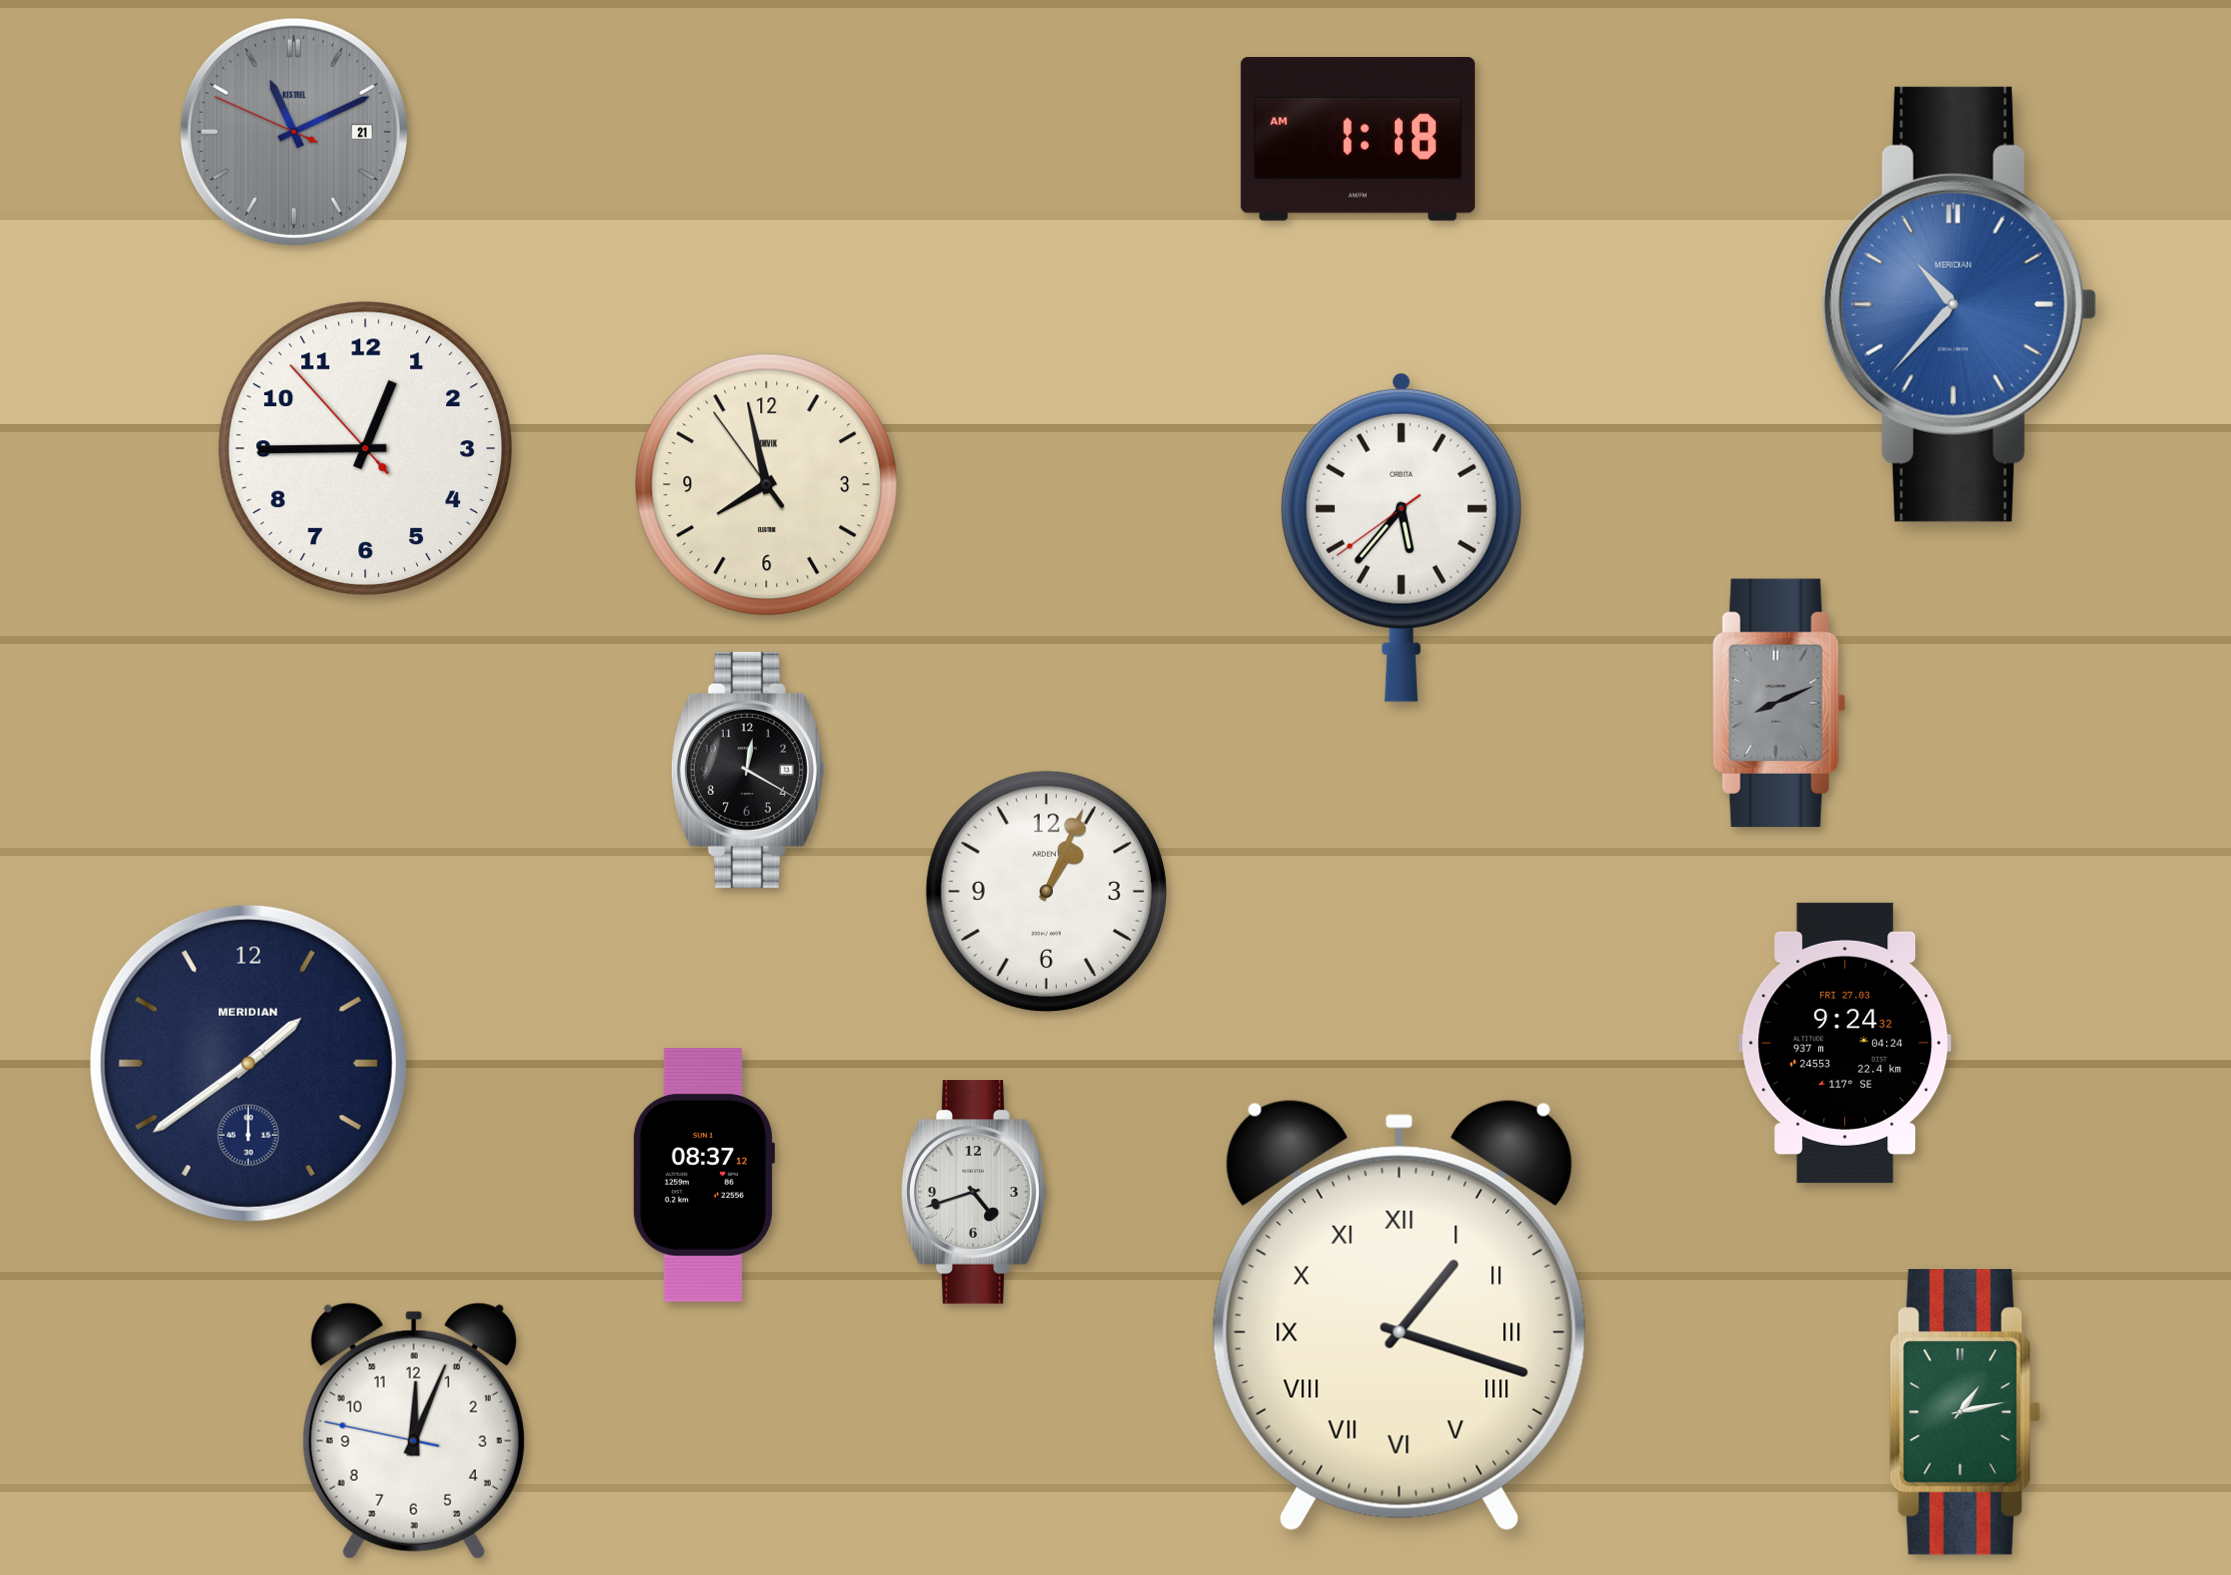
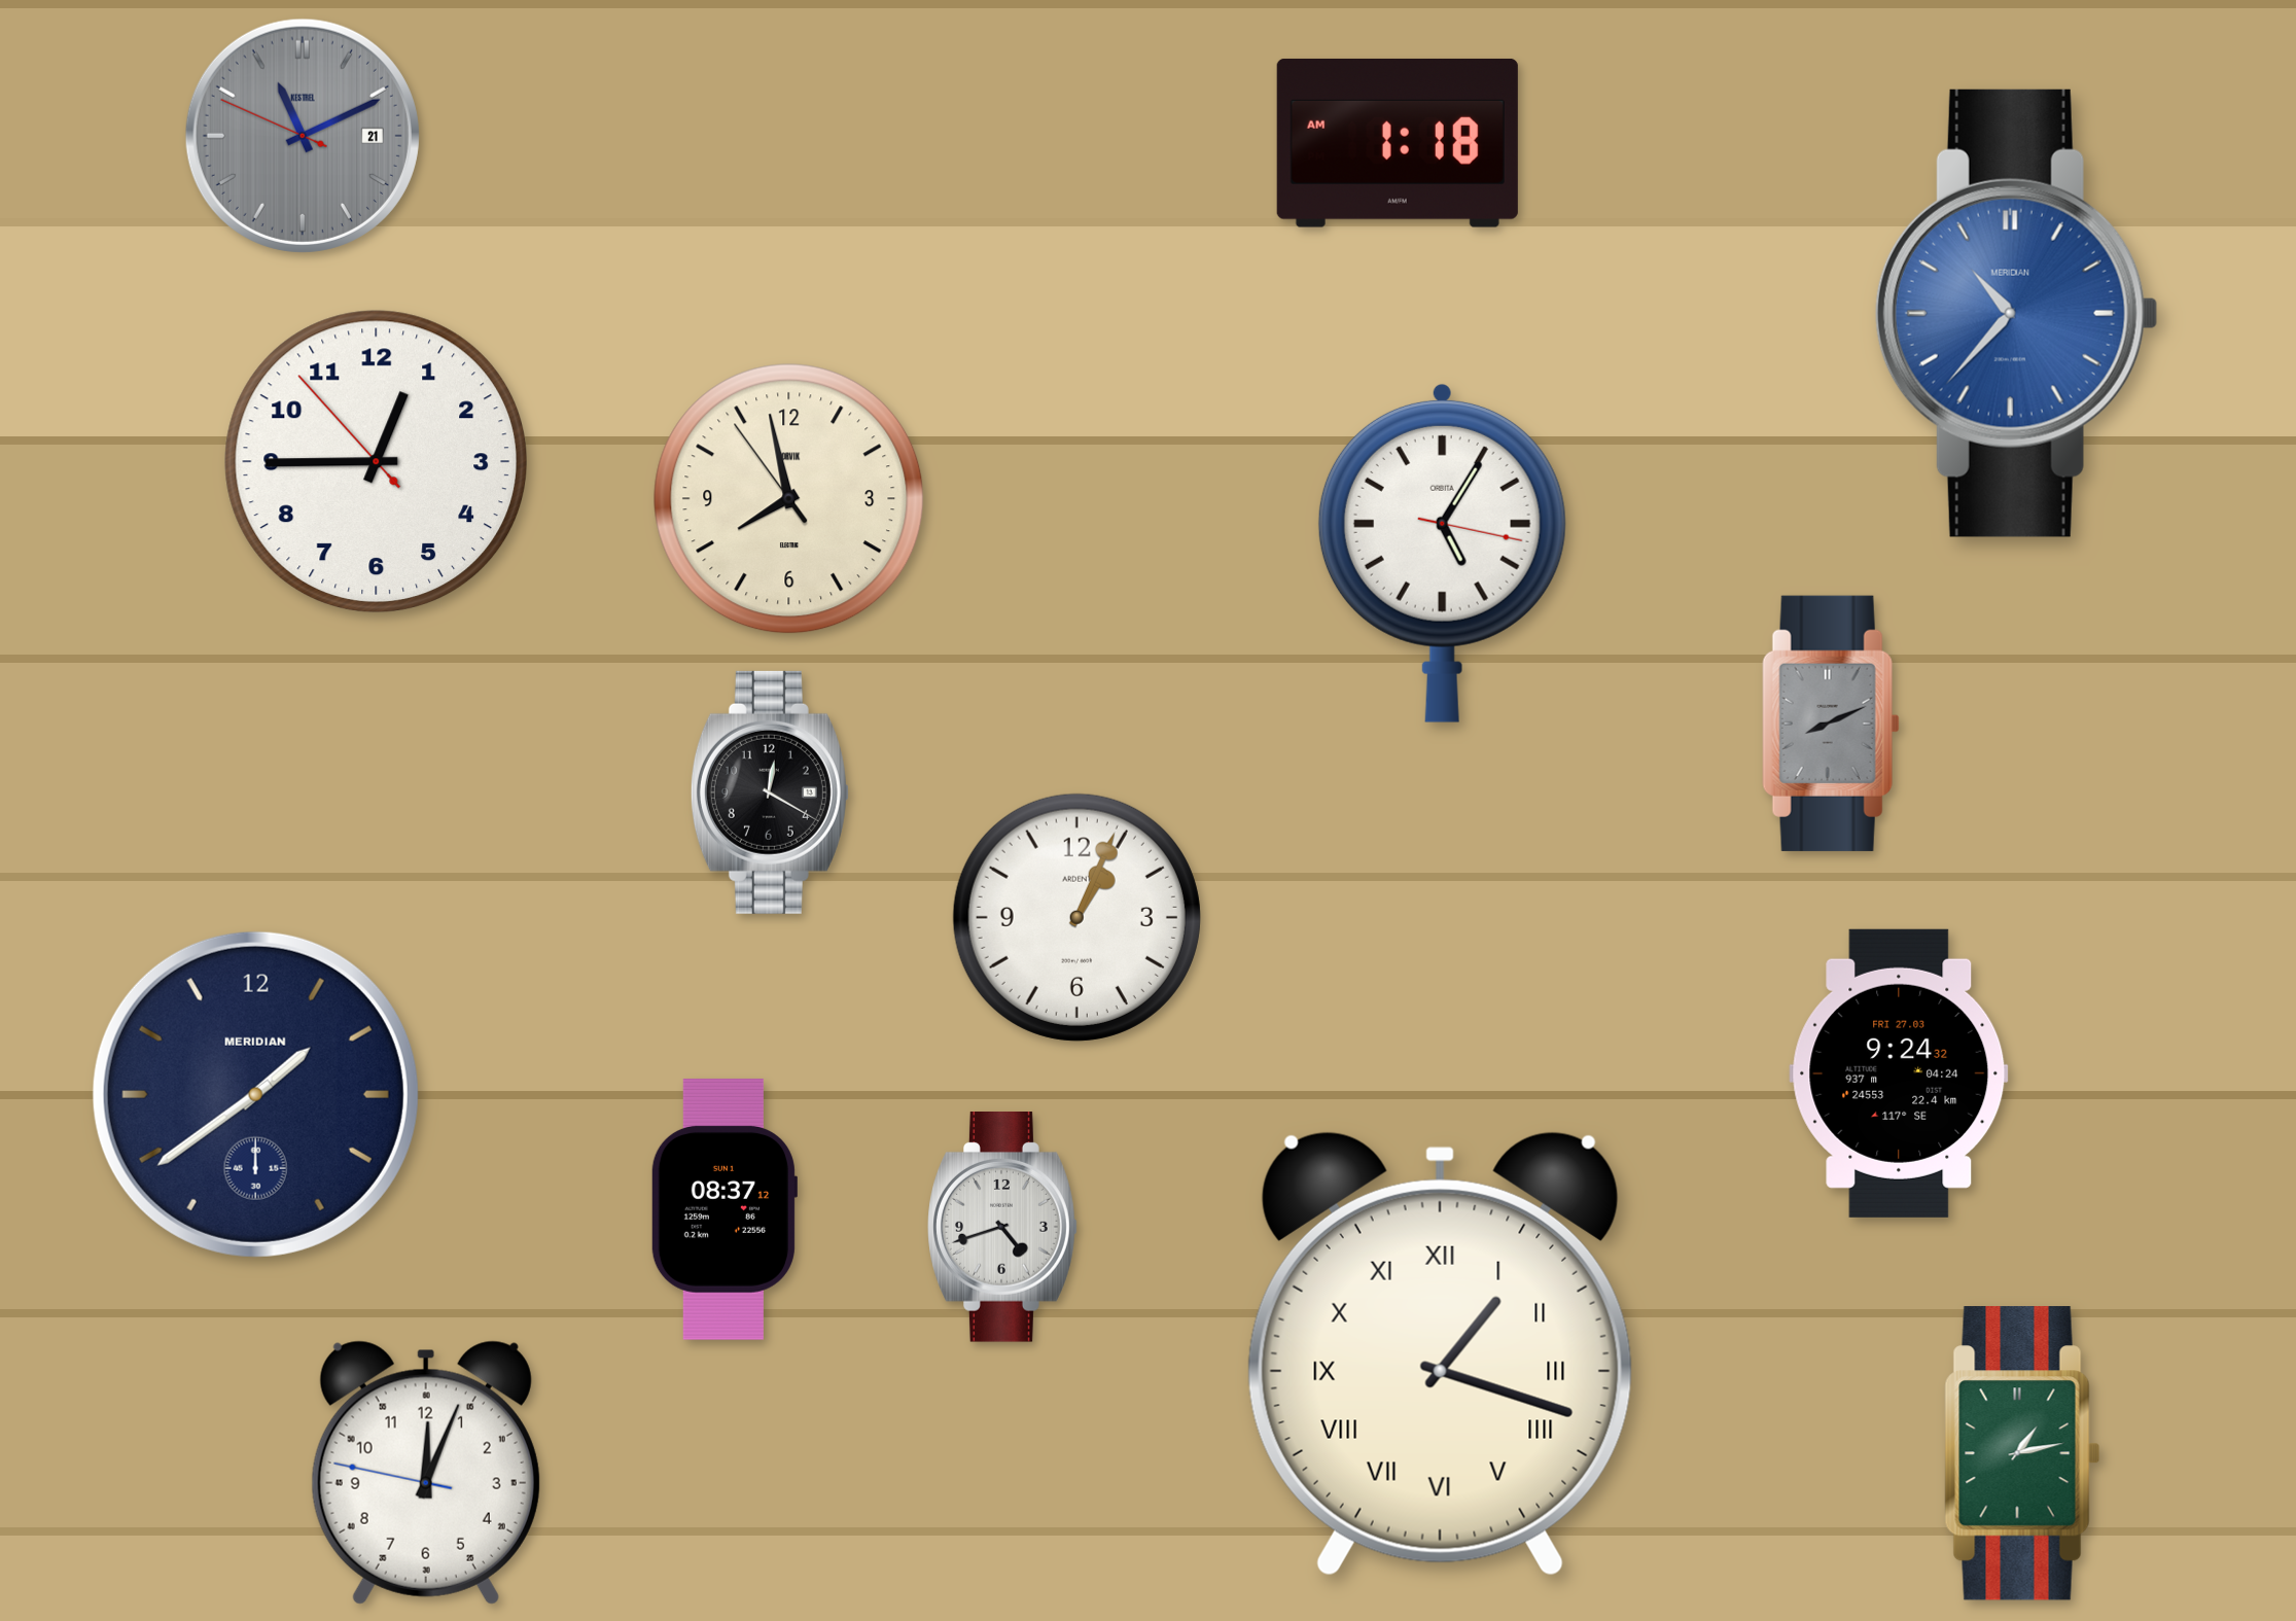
clock at (1401, 537): 5:36 -> 5:05
